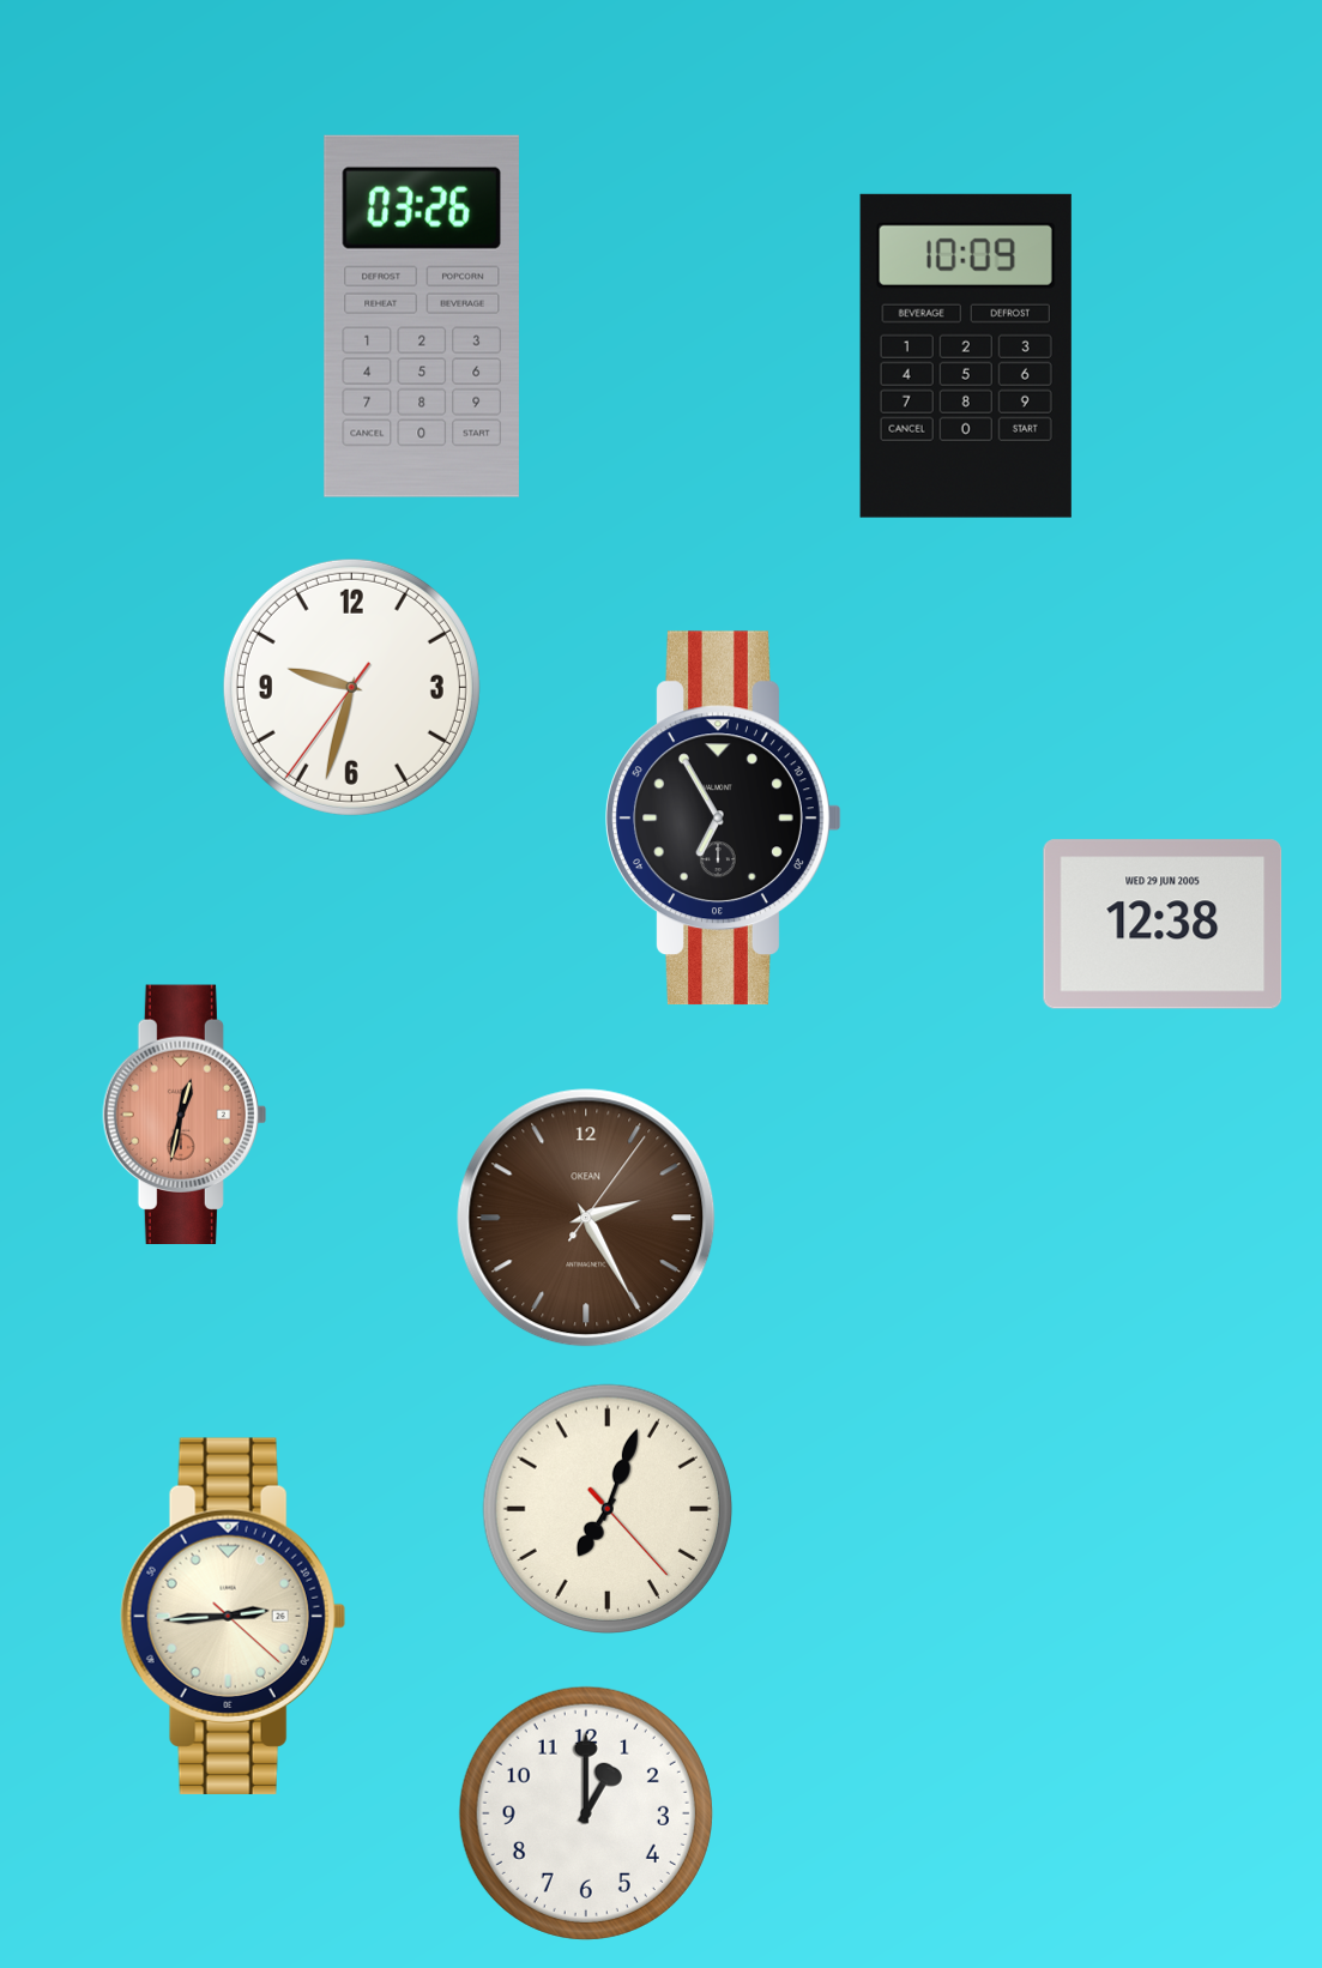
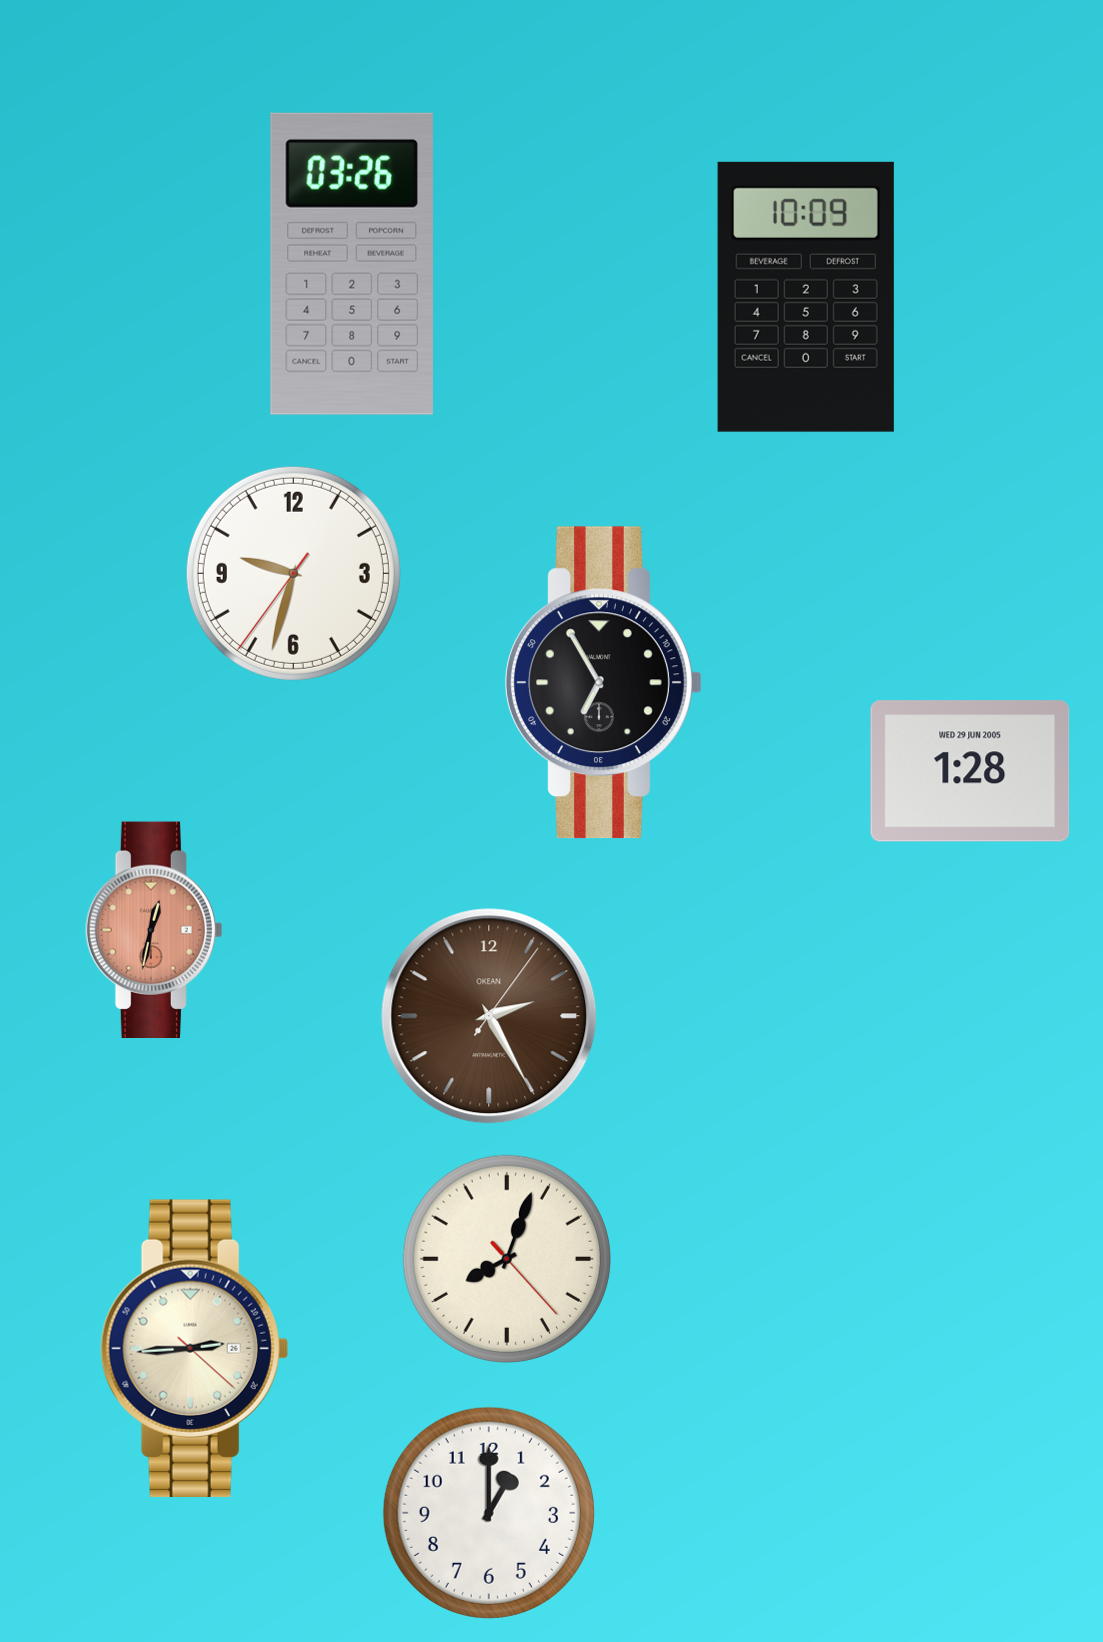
clock at (1163, 924): 12:38 -> 1:28
clock at (606, 1508): 7:03 -> 8:03
